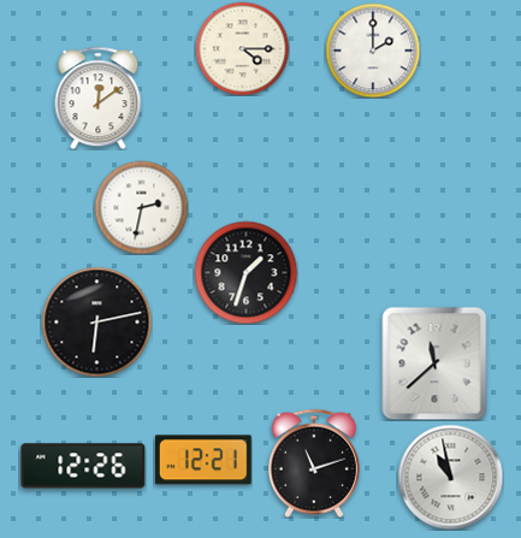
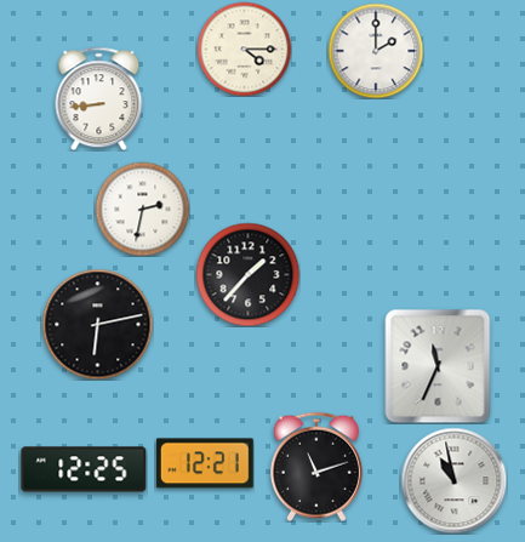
clock at (99, 97): 12:09 -> 8:44
clock at (245, 272): 1:33 -> 1:37
clock at (434, 363): 11:38 -> 11:34
clock at (83, 466): 12:26 -> 12:25
